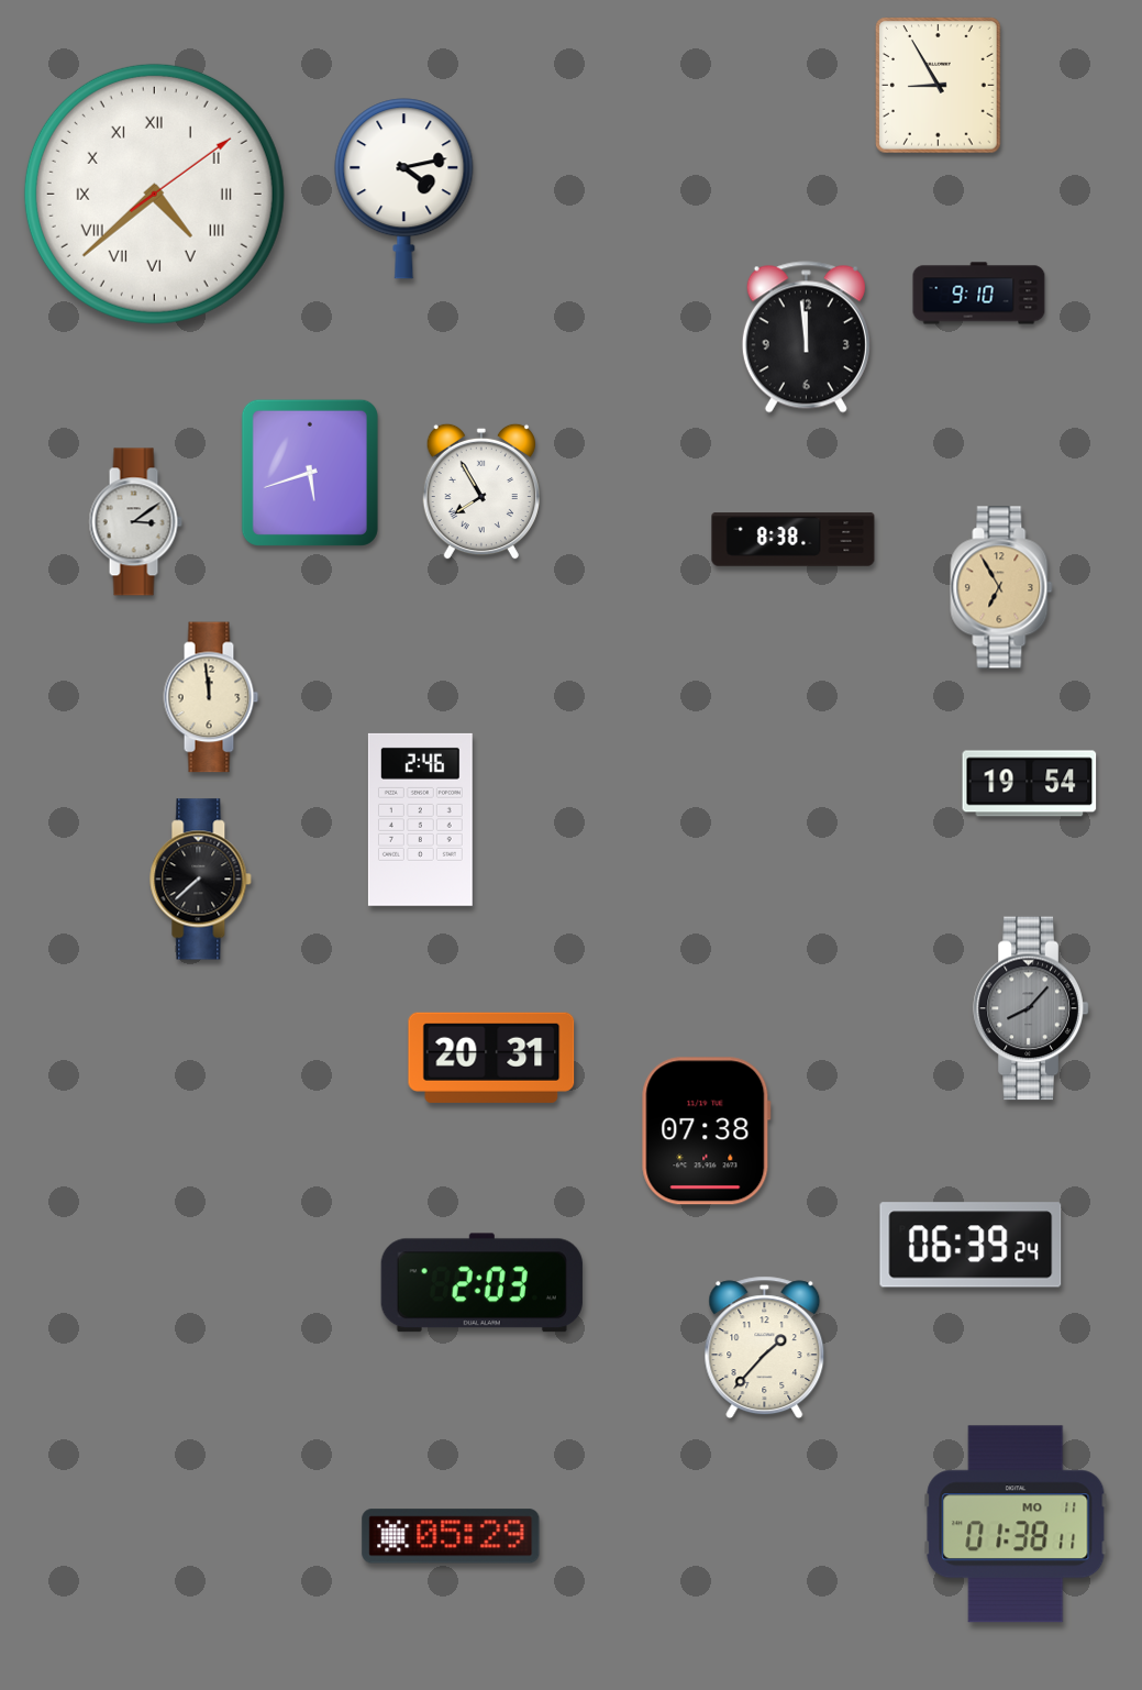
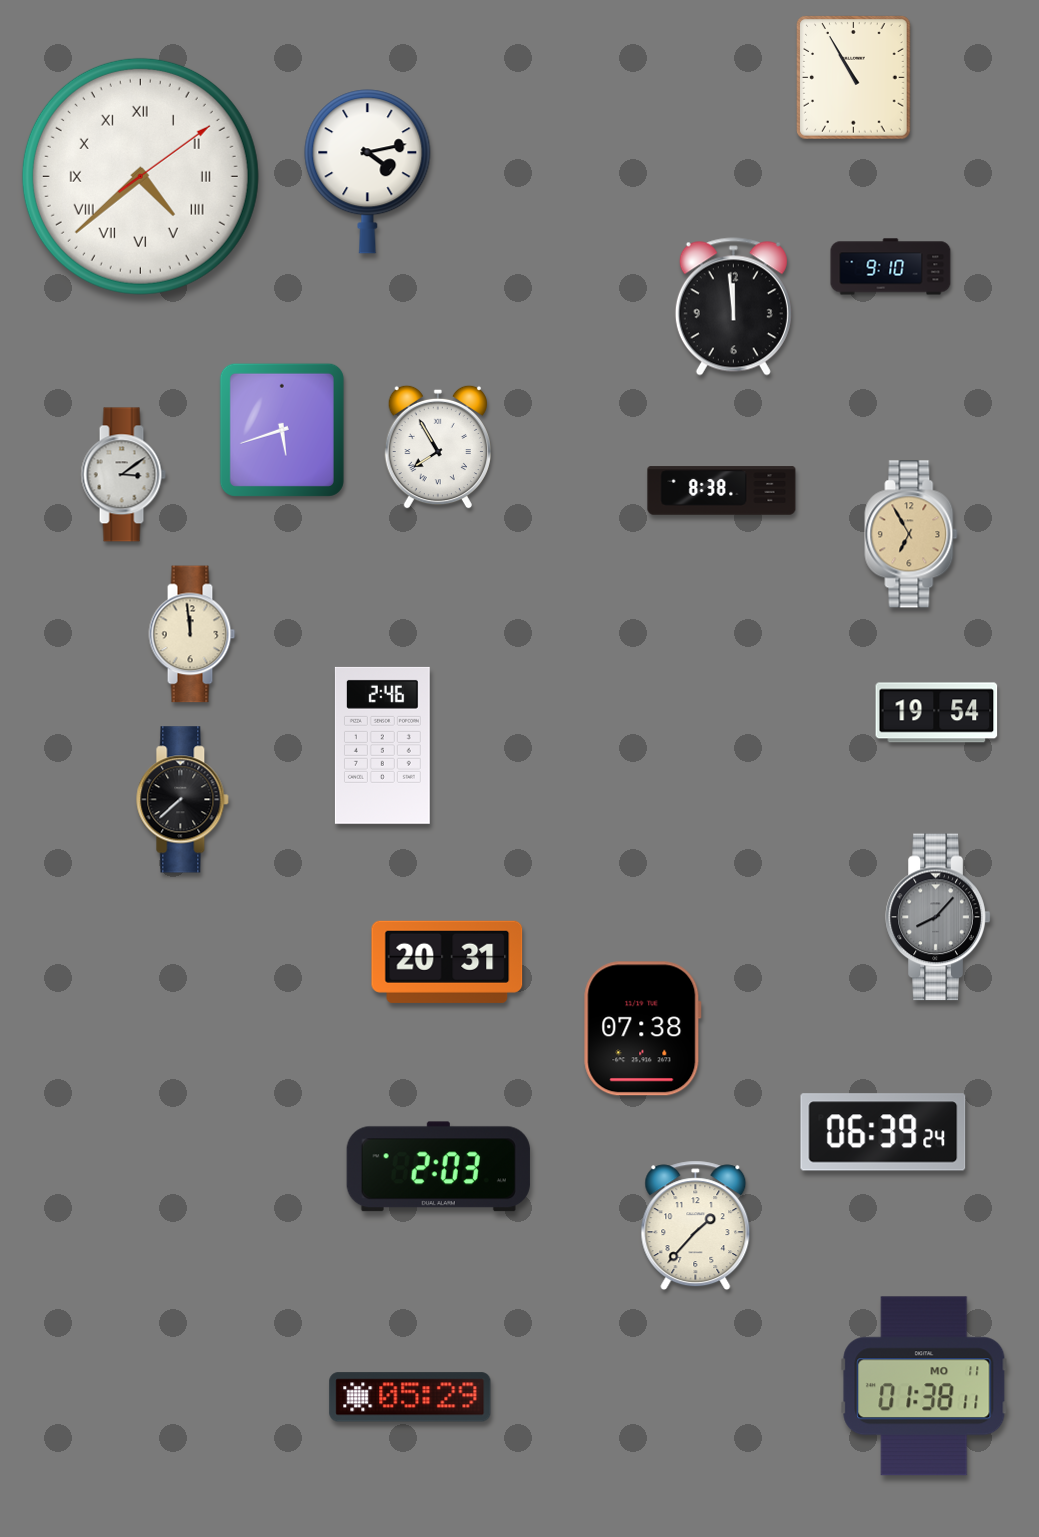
clock at (939, 86): 8:55 -> 10:55
